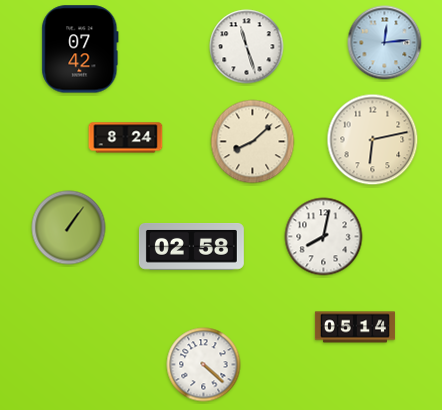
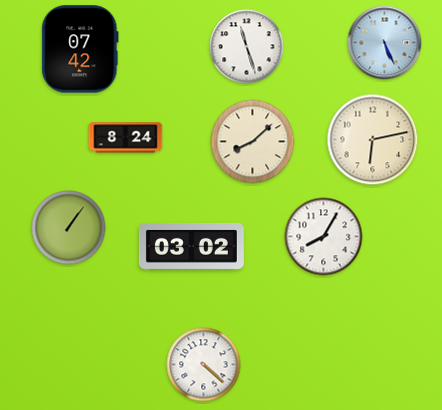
clock at (385, 43): 12:14 -> 5:26
clock at (324, 237): 8:02 -> 8:05
clock at (191, 247): 02:58 -> 03:02
clock at (355, 327): 05:14 -> none
